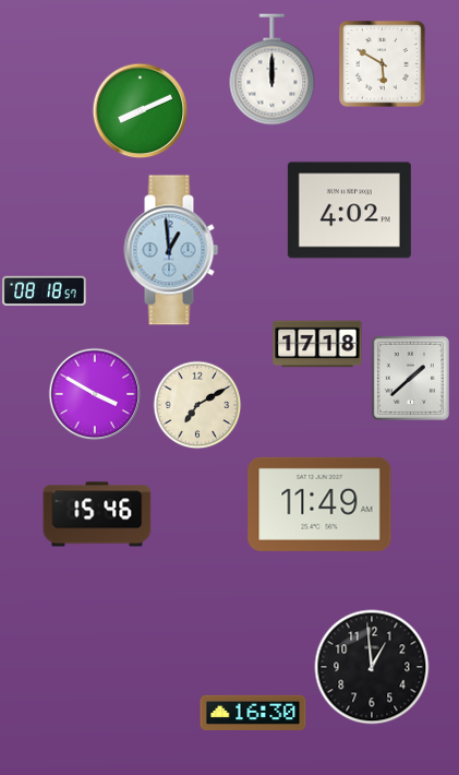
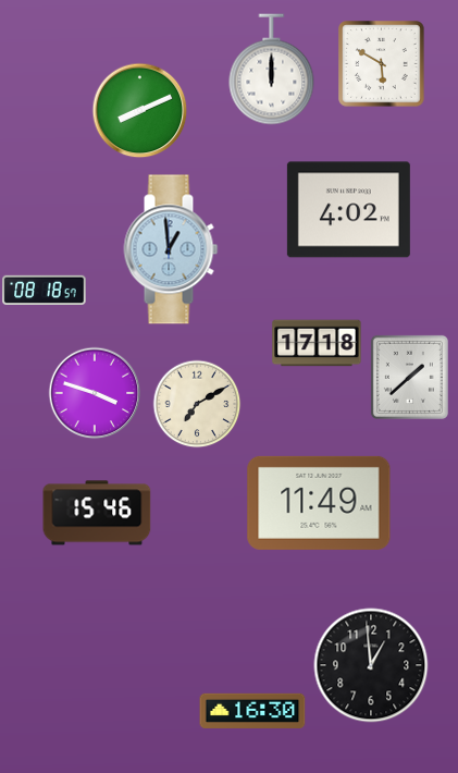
clock at (95, 394): 3:50 -> 3:48
